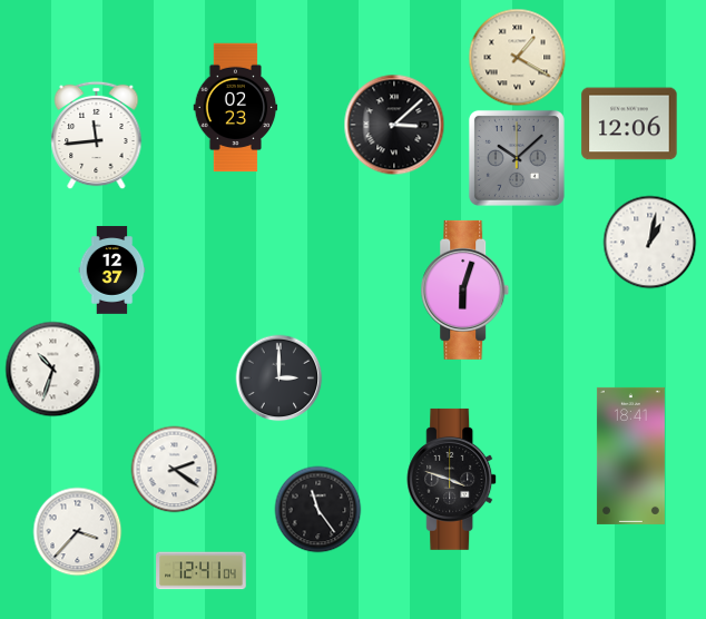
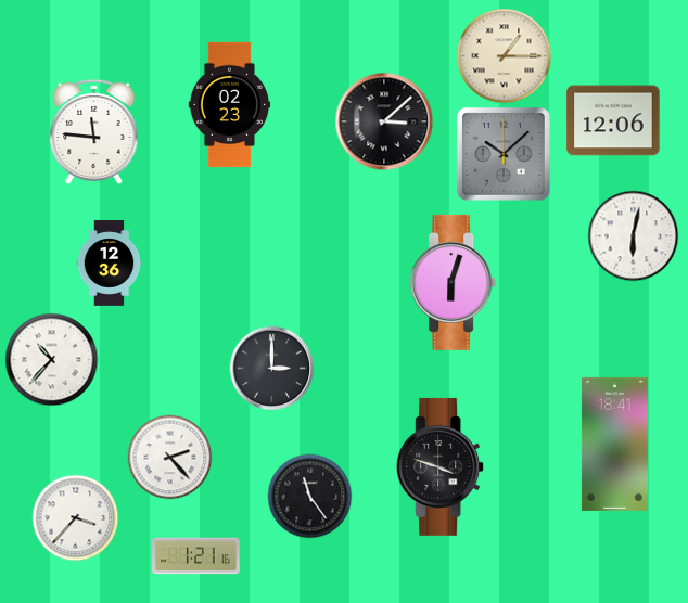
clock at (517, 57): 1:20 -> 1:15
clock at (97, 135): 11:44 -> 11:46
clock at (649, 242): 1:02 -> 6:02
clock at (112, 271): 12:37 -> 12:36
clock at (52, 369): 10:33 -> 10:37
clock at (174, 469): 2:21 -> 2:23
clock at (202, 571): 12:41 -> 1:21
